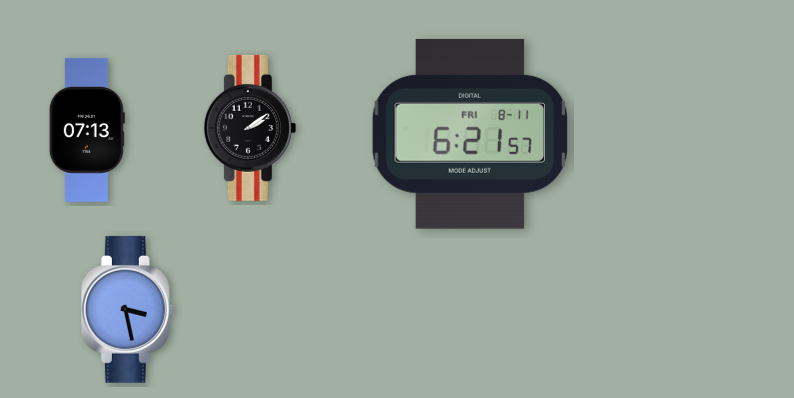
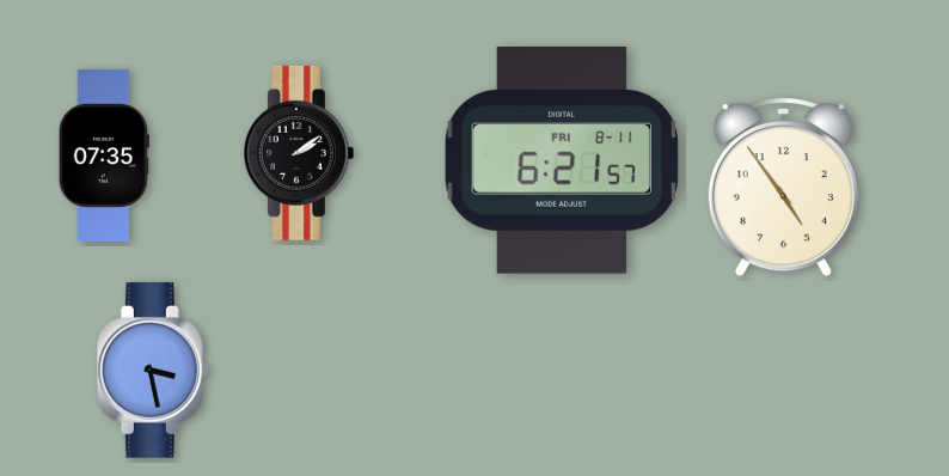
clock at (87, 130): 07:13 -> 07:35
clock at (783, 188): none -> 4:54
